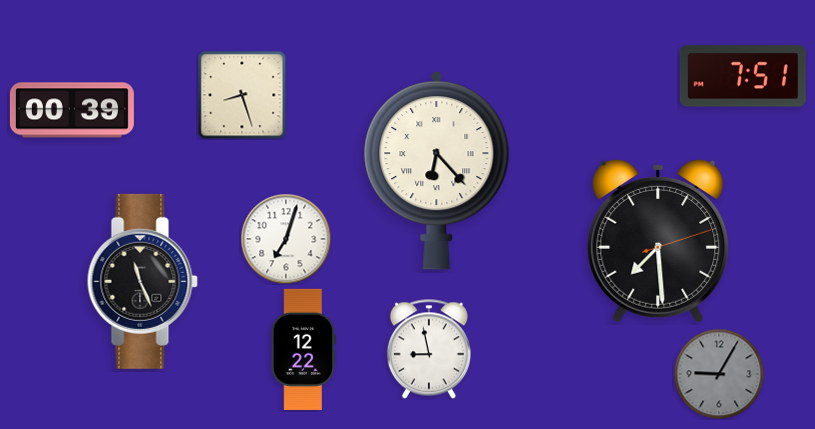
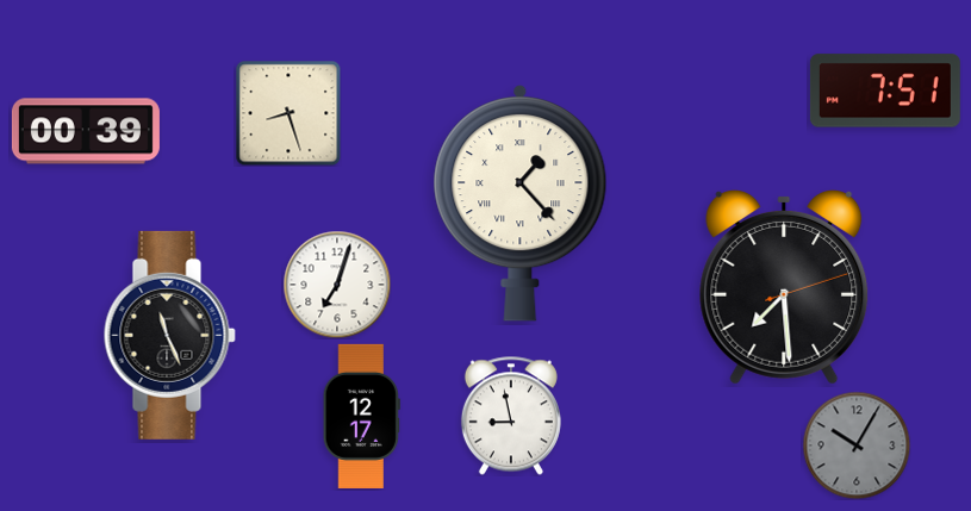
clock at (437, 170): 6:23 -> 1:23
clock at (286, 239) position: (286, 239) -> (337, 285)
clock at (303, 349): 12:22 -> 12:17
clock at (719, 374): 9:05 -> 10:05
